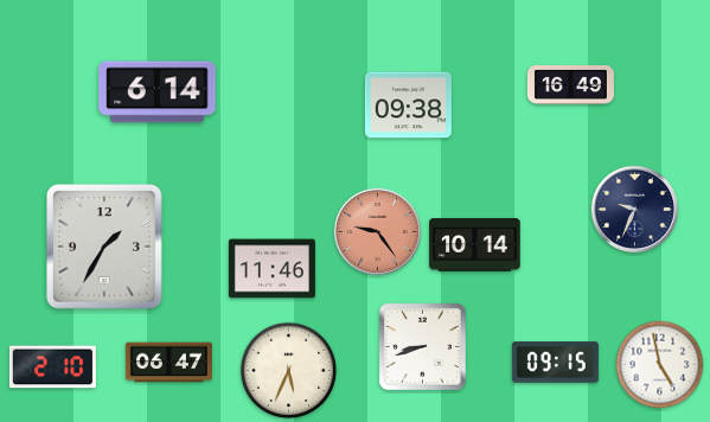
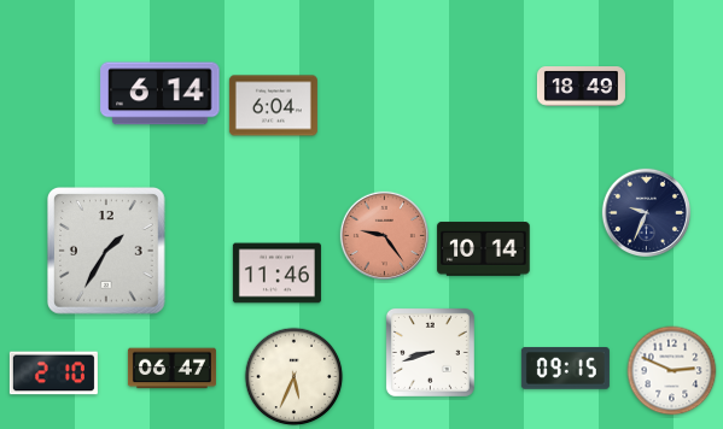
clock at (570, 85): 16:49 -> 18:49
clock at (273, 106): none -> 6:04
clock at (408, 105): 09:38 -> none
clock at (660, 365): 4:58 -> 2:49
